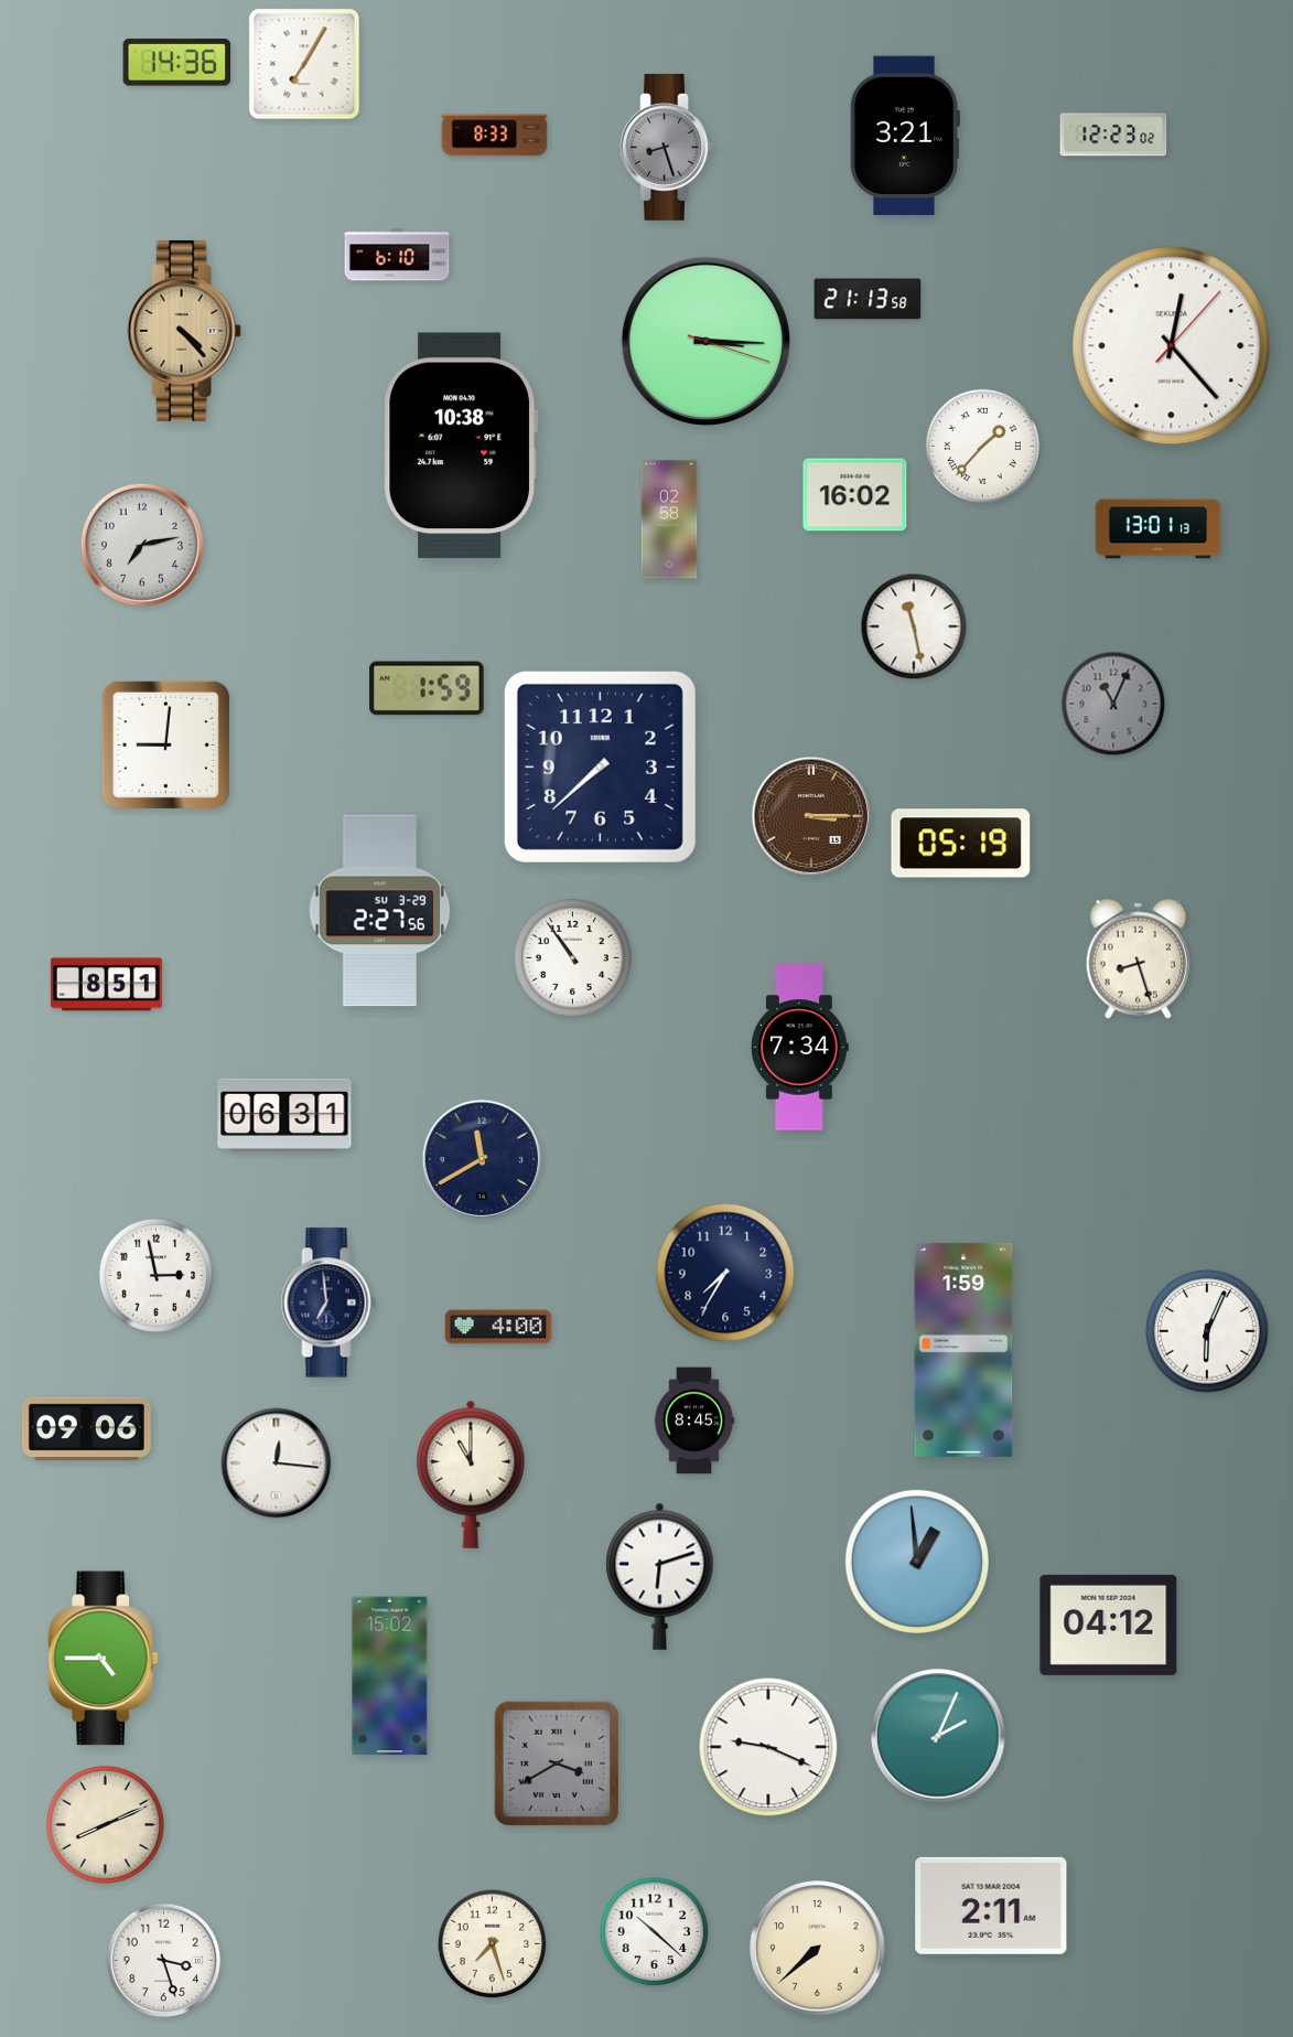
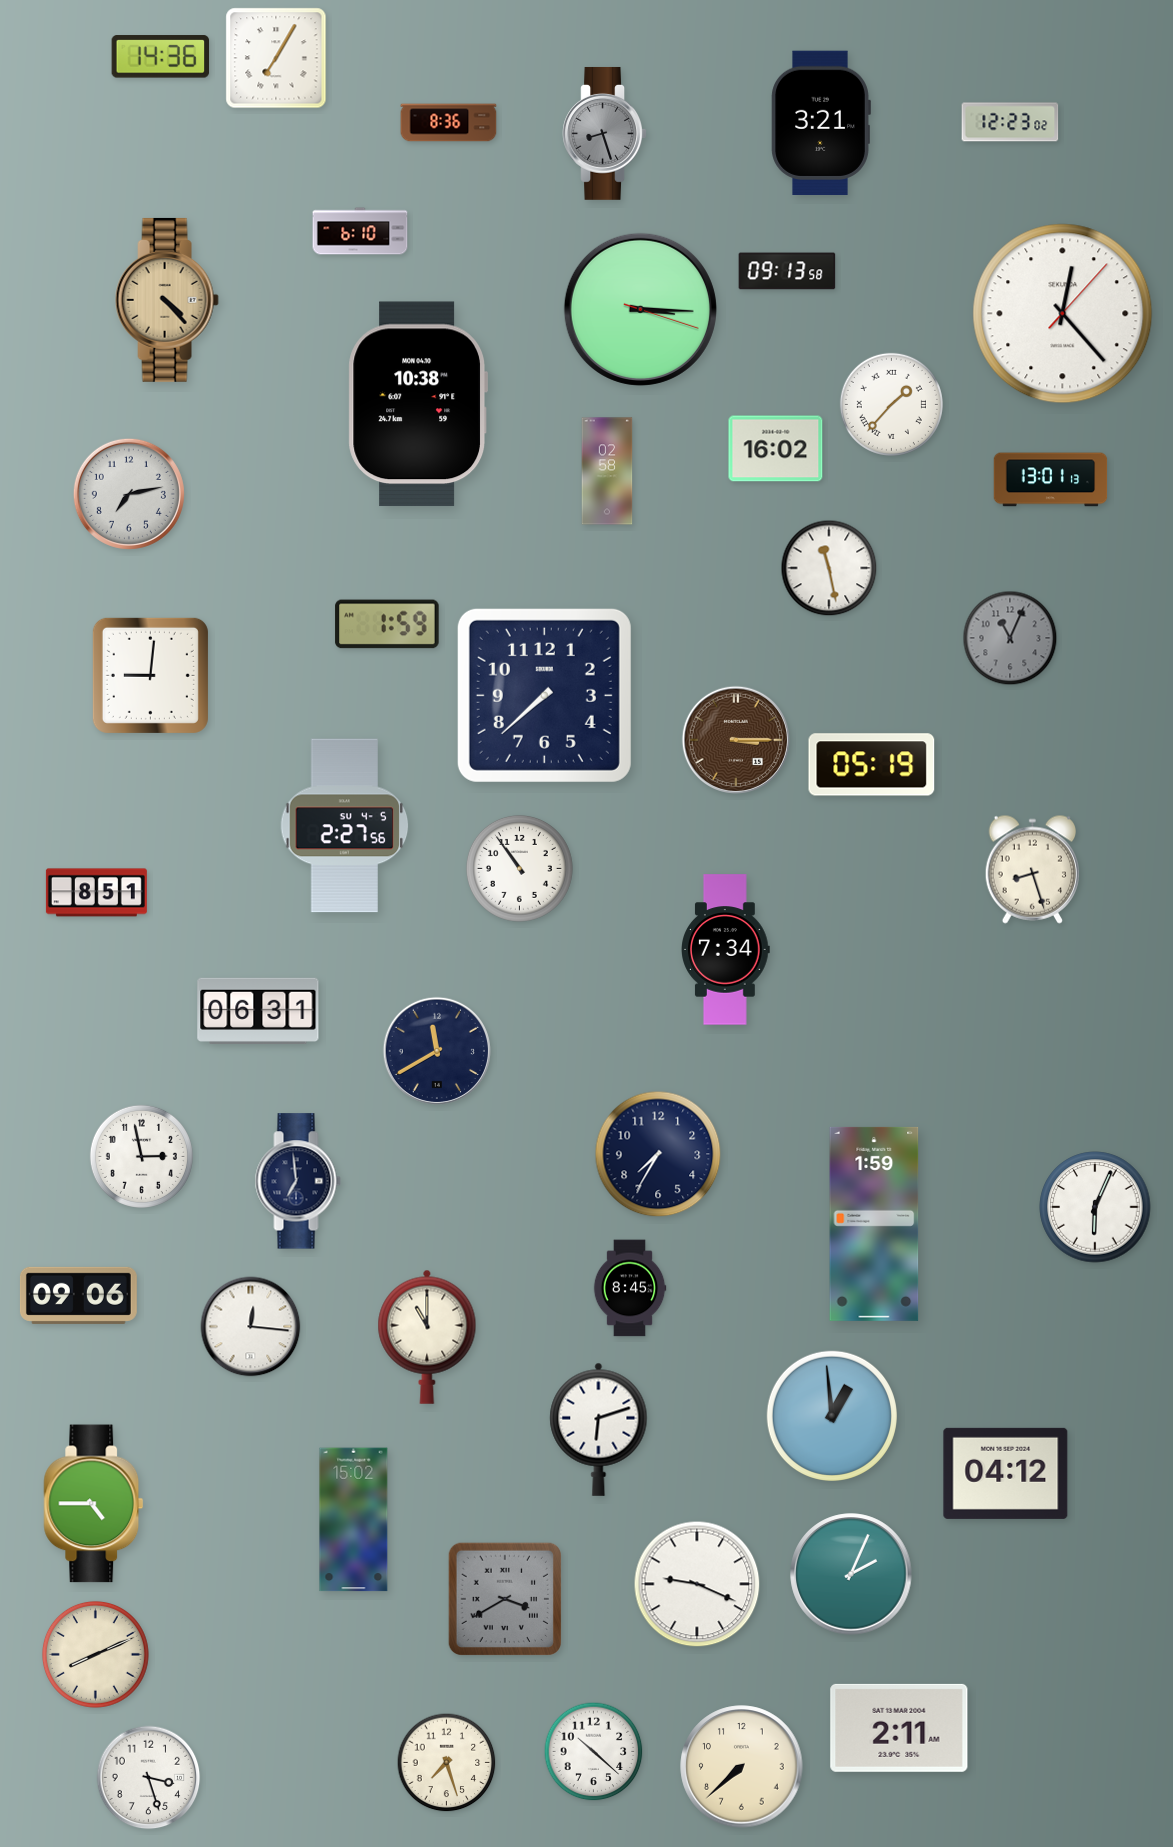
clock at (495, 136): 8:33 -> 8:36
clock at (868, 299): 21:13 -> 09:13
clock at (380, 911) date: SU 3-29 -> SU 4-5
clock at (498, 1327): 4:00 -> none
